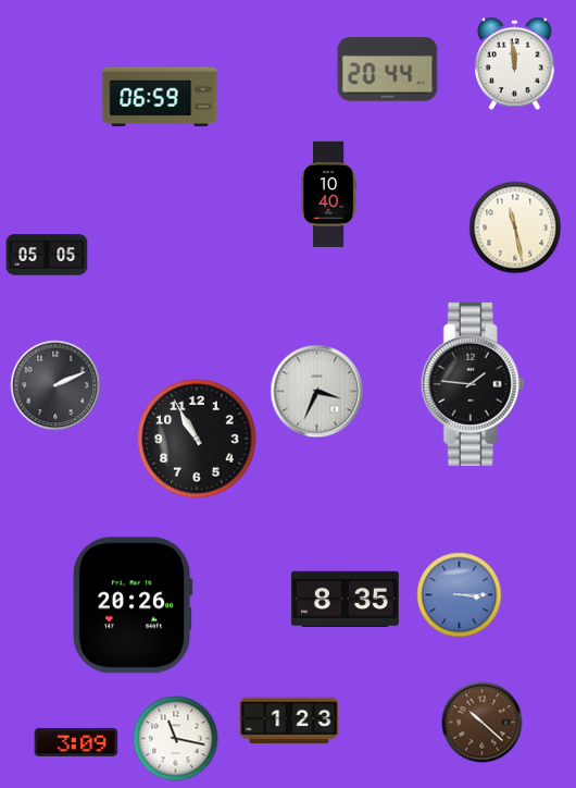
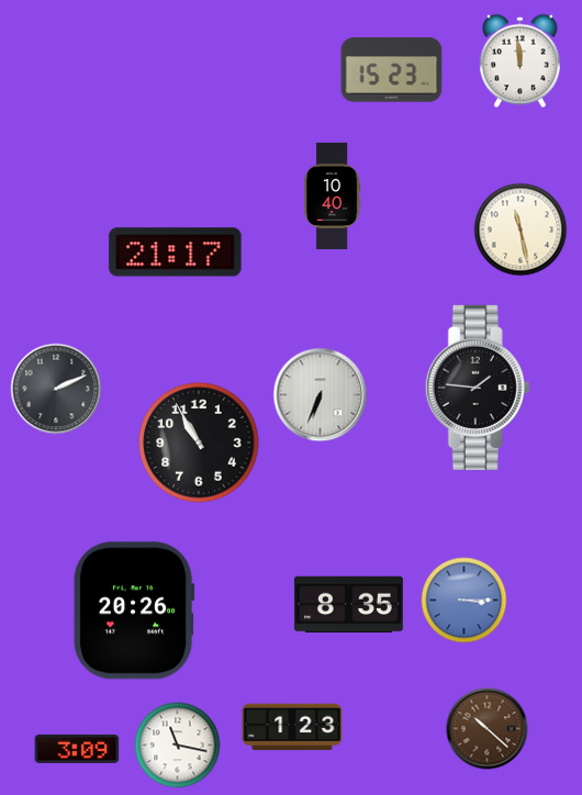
clock at (515, 64) position: (515, 64) -> (521, 61)
clock at (388, 70): 20:44 -> 15:23
clock at (160, 97): 06:59 -> none
clock at (176, 253): none -> 21:17
clock at (47, 255): 05:05 -> none
clock at (317, 392): 3:34 -> 6:34
